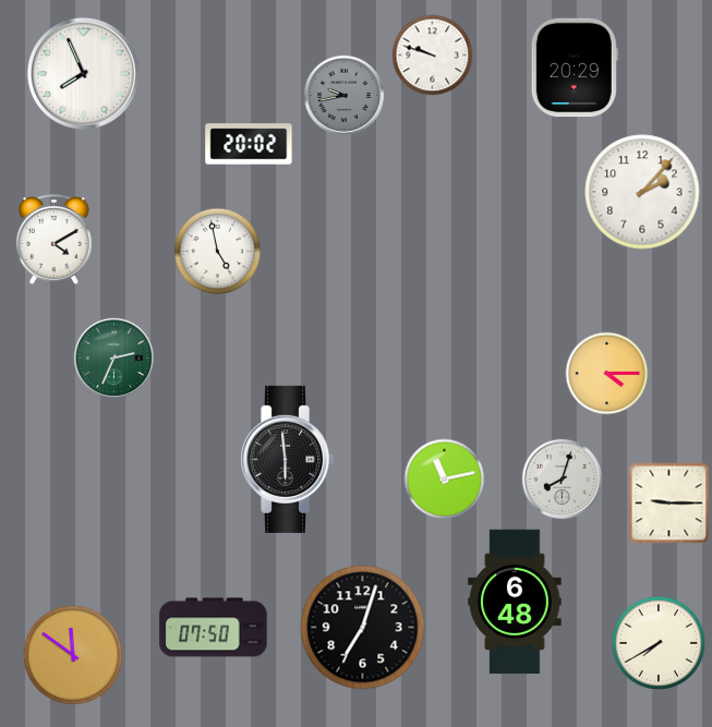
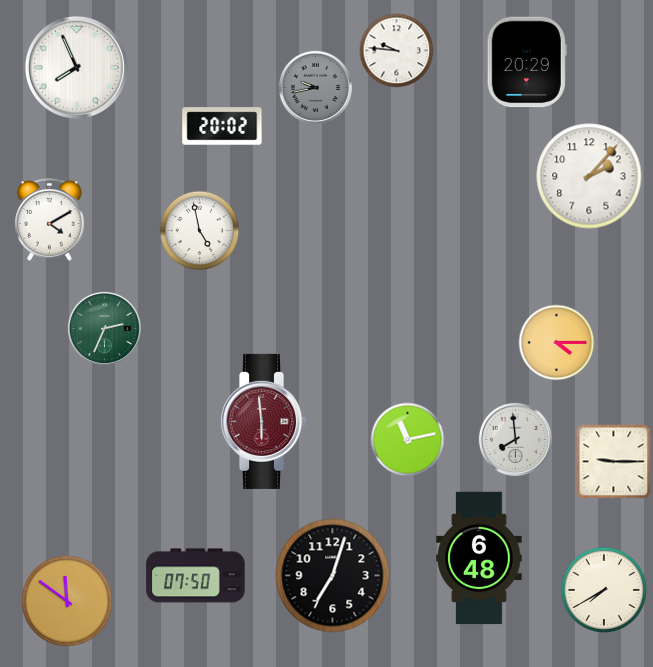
clock at (433, 56): 9:48 -> 9:46
clock at (249, 144) position: (249, 144) -> (222, 126)
clock at (288, 459) dial: black -> burgundy
clock at (562, 478): 8:03 -> 7:59
clock at (515, 602) position: (515, 602) -> (479, 558)
